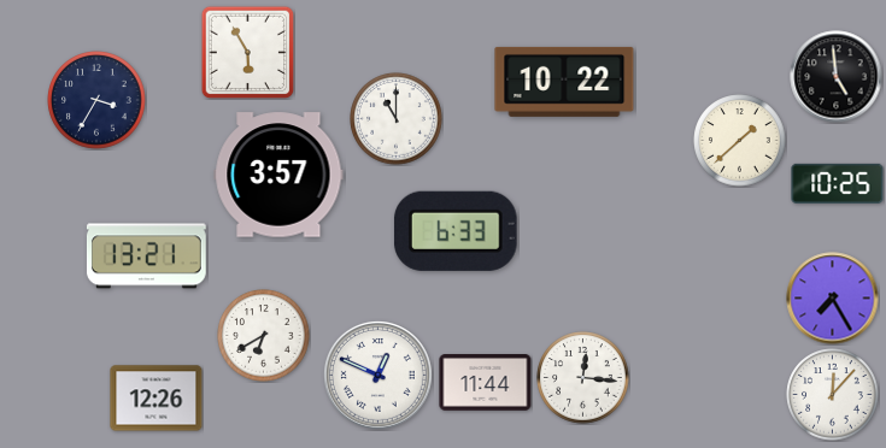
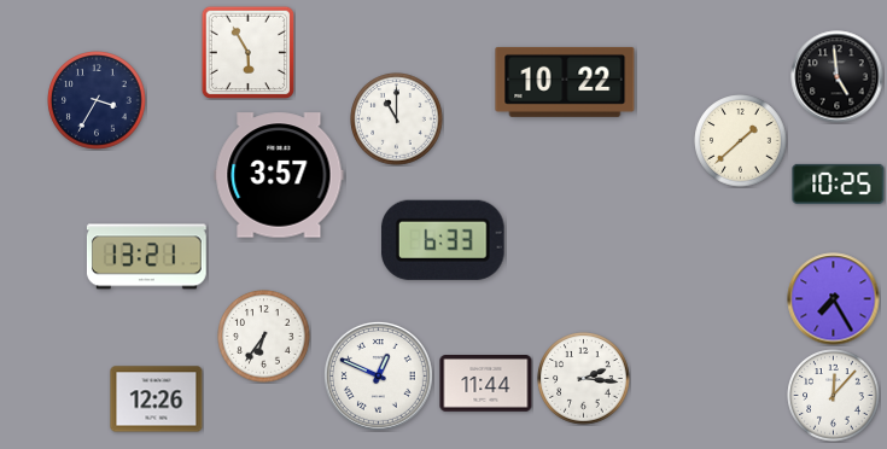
clock at (456, 231) position: (456, 231) -> (443, 240)
clock at (264, 336): 6:40 -> 6:36
clock at (583, 378): 12:16 -> 2:16
